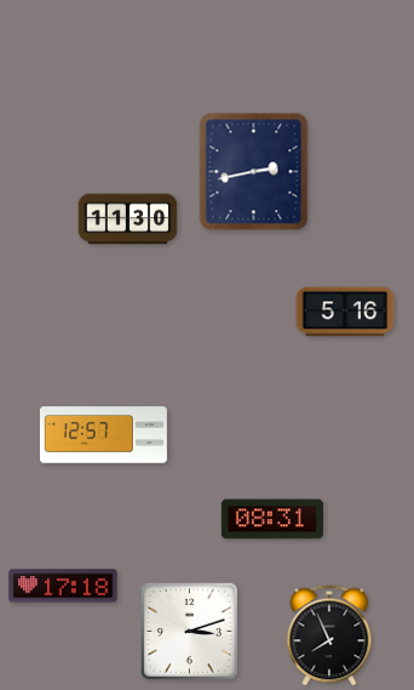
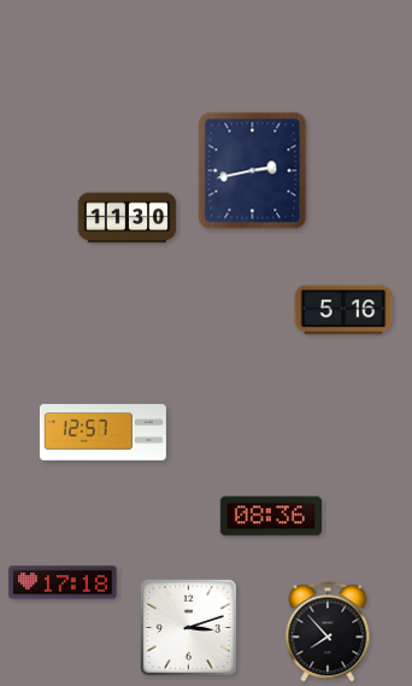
clock at (272, 519): 08:31 -> 08:36
clock at (329, 635): 7:56 -> 7:53
